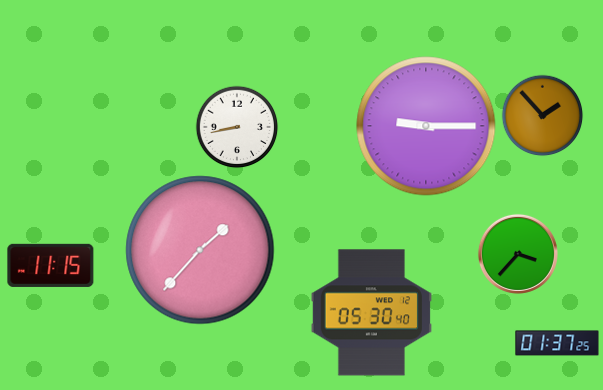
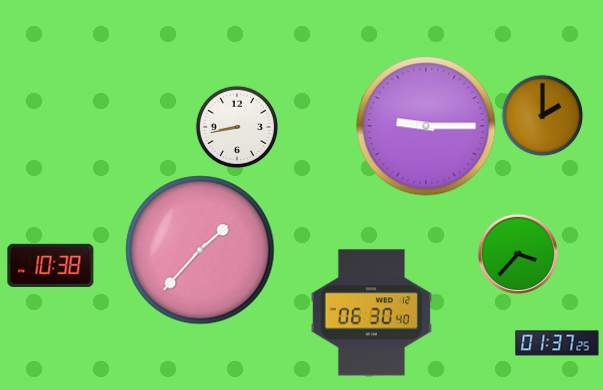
clock at (542, 115): 1:53 -> 2:00
clock at (51, 265): 11:15 -> 10:38
clock at (371, 313): 05:30 -> 06:30
